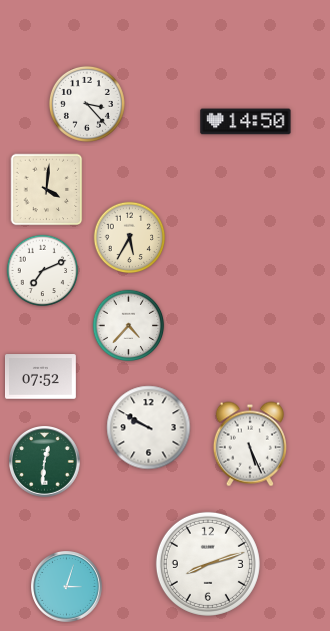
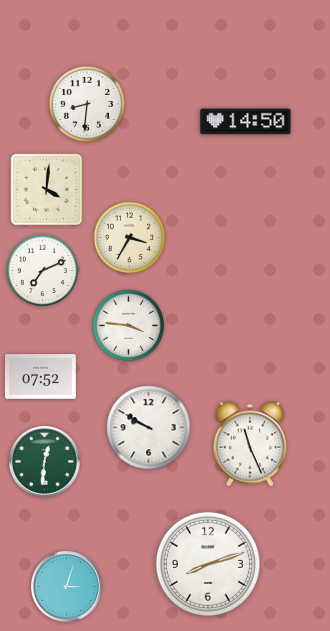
clock at (87, 104): 3:23 -> 8:31
clock at (130, 238): 5:35 -> 3:35
clock at (129, 326): 4:37 -> 3:46
clock at (250, 444): 5:26 -> 11:26
